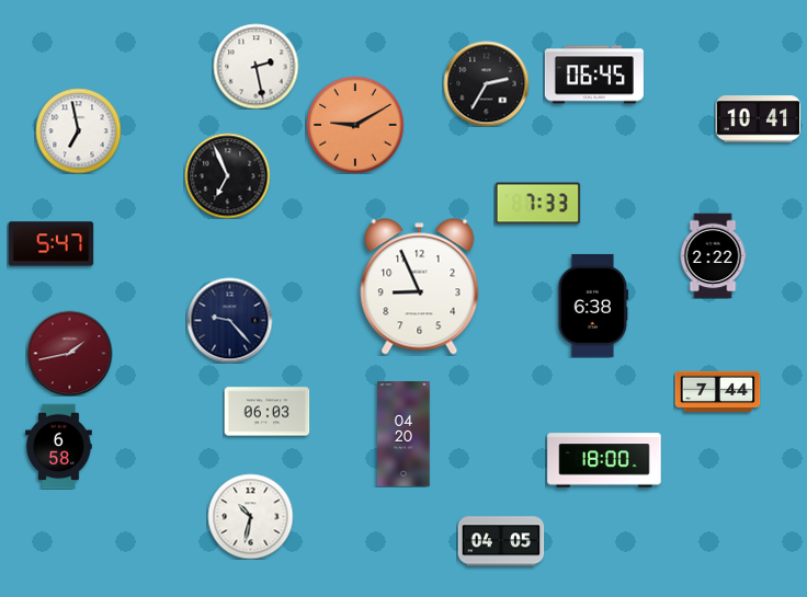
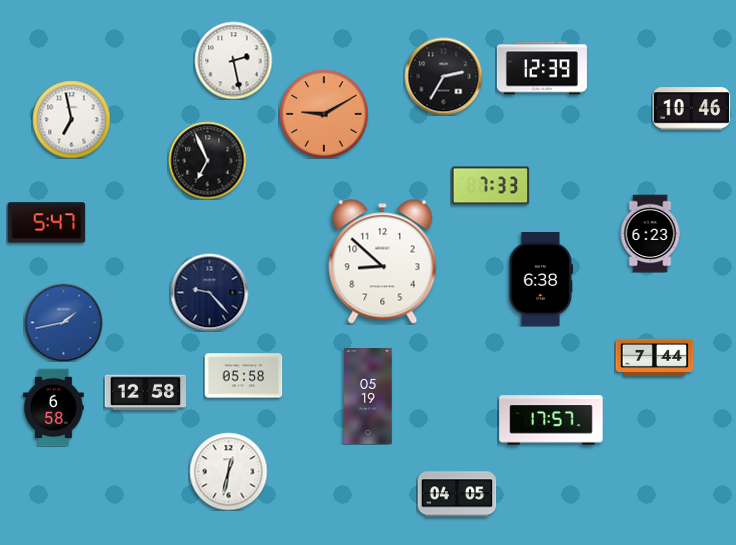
clock at (594, 74): 06:45 -> 12:39
clock at (758, 119): 10:41 -> 10:46
clock at (713, 255): 2:22 -> 6:23
clock at (420, 287): 8:56 -> 8:52
clock at (69, 353) dial: burgundy -> blue
clock at (266, 412): 06:03 -> 05:58
clock at (145, 393): none -> 12:58
clock at (403, 435): 04:20 -> 05:19
clock at (604, 460): 18:00 -> 17:57
clock at (250, 516): 10:32 -> 12:32
